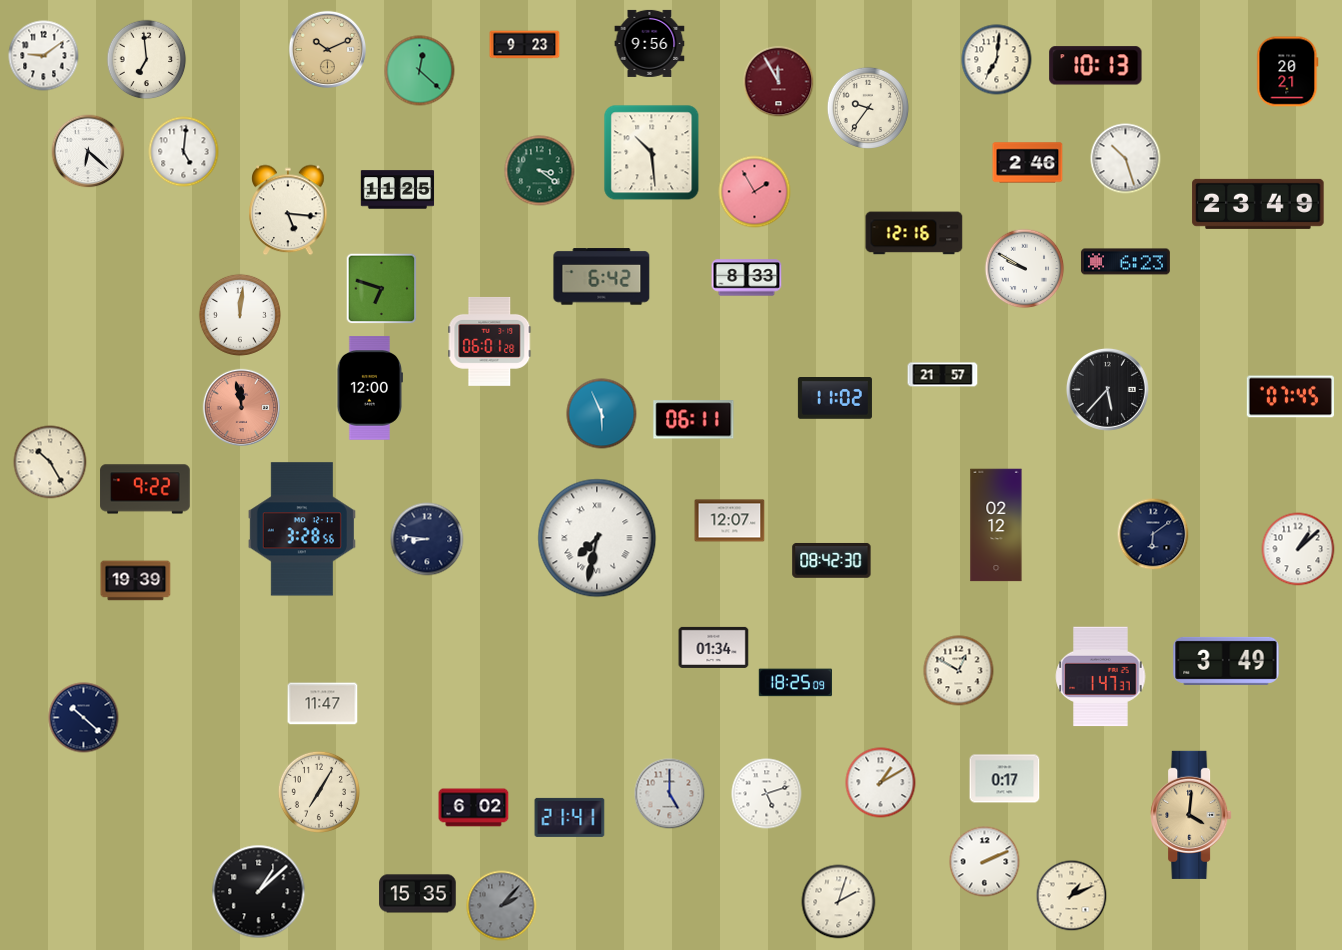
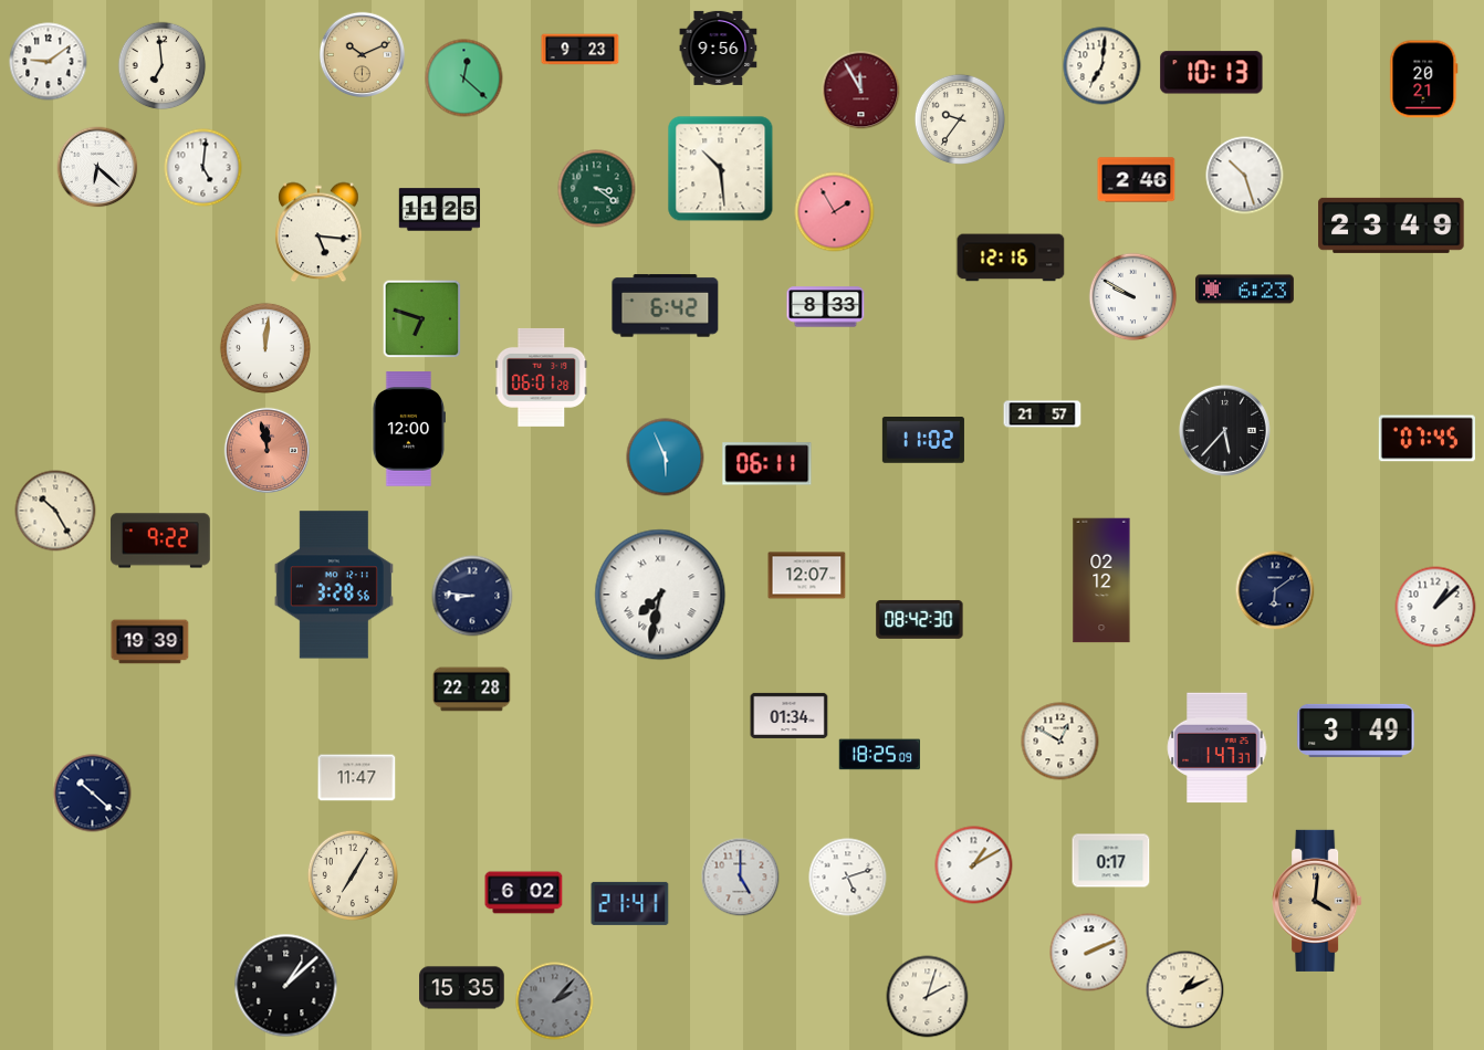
clock at (472, 690): none -> 22:28
